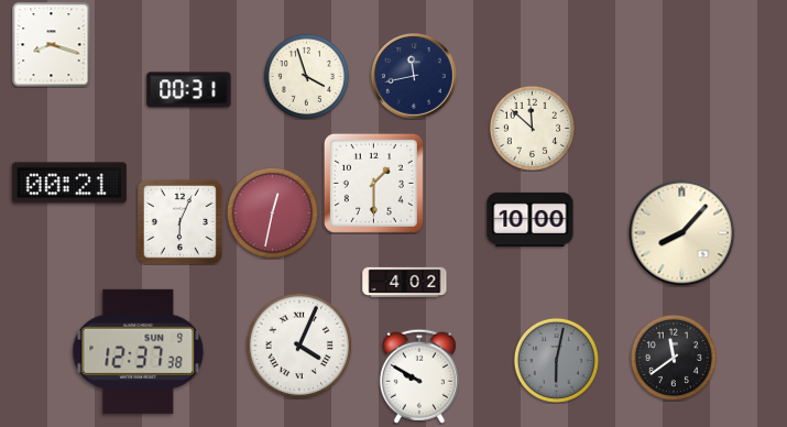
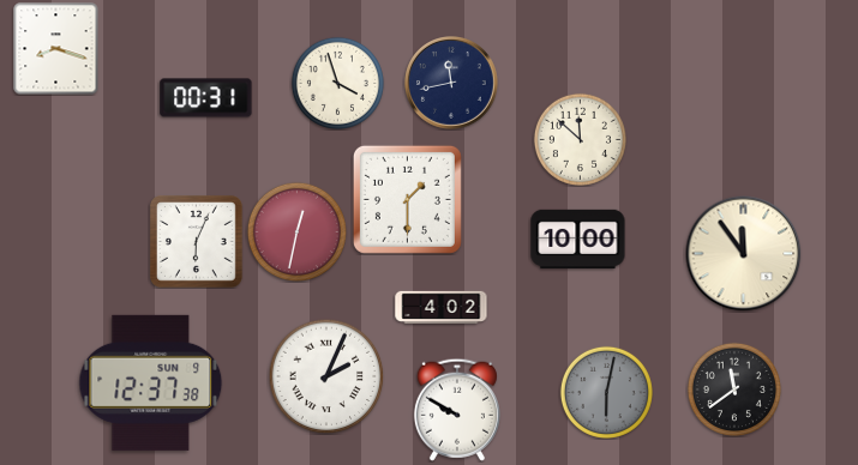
clock at (306, 76) position: (306, 76) -> (337, 83)
clock at (69, 183): 00:21 -> none
clock at (682, 233): 8:07 -> 11:54
clock at (299, 346): 4:04 -> 2:04
